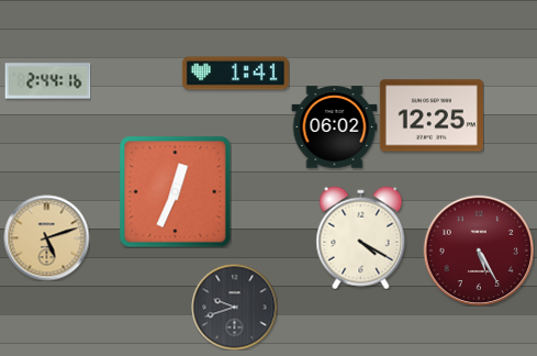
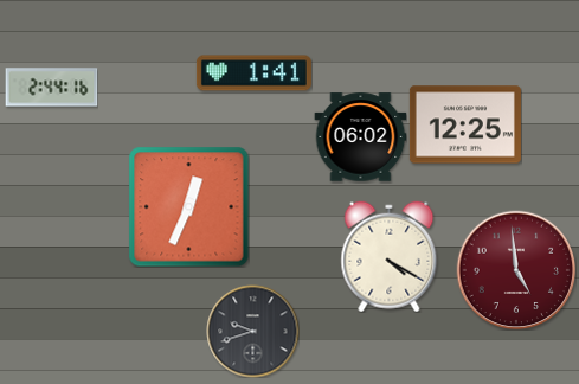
clock at (235, 74) position: (235, 74) -> (253, 73)
clock at (46, 237): 5:12 -> none
clock at (479, 251): 5:25 -> 4:59
